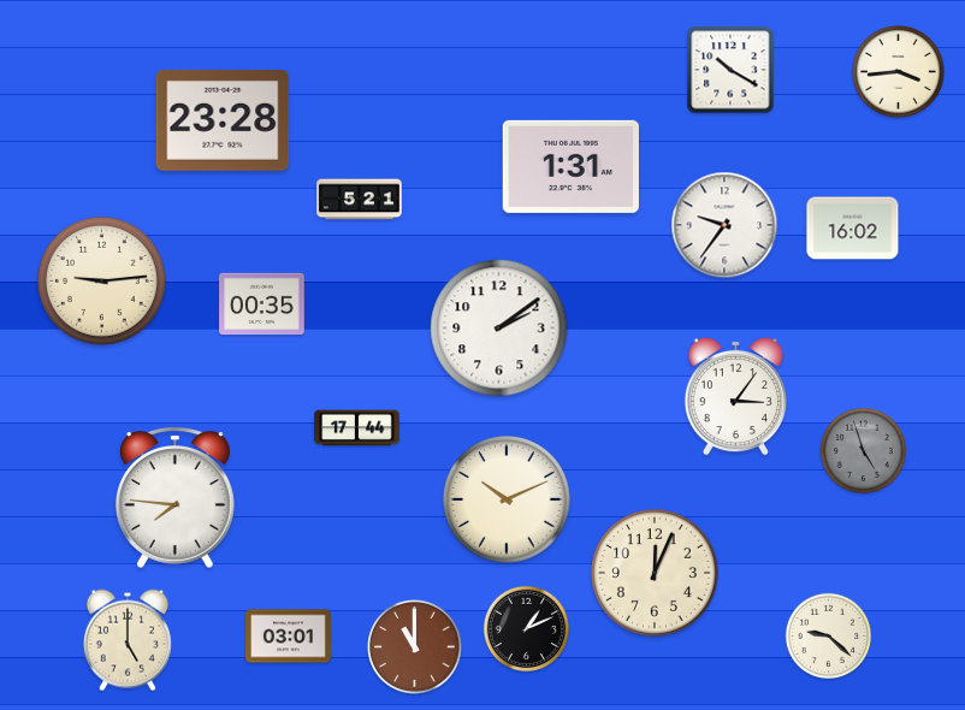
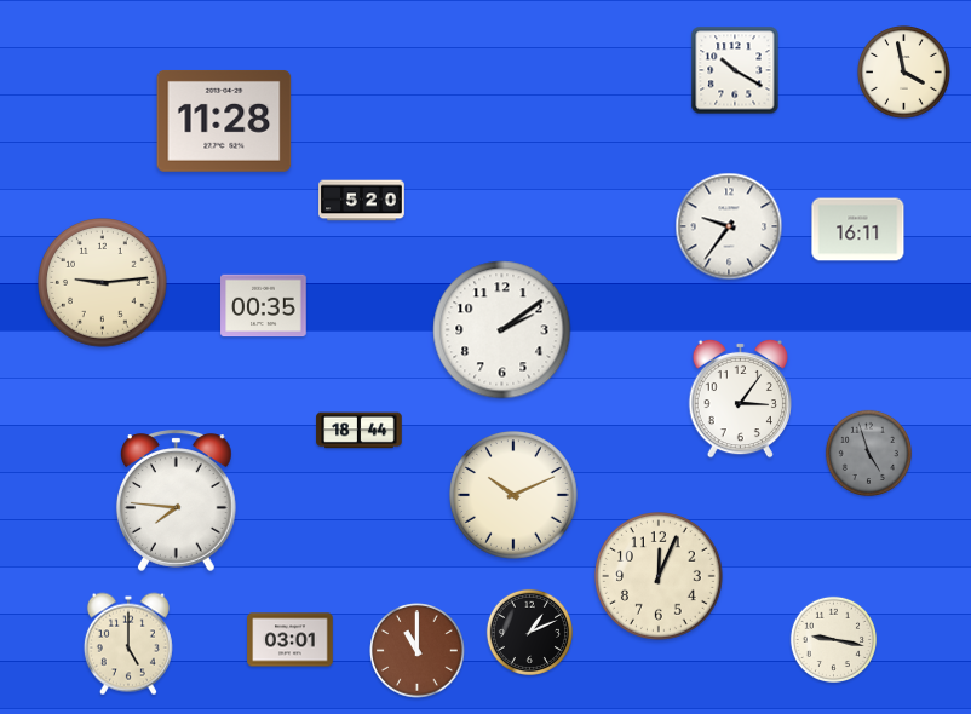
clock at (899, 72): 3:44 -> 3:58
clock at (223, 120): 23:28 -> 11:28
clock at (570, 166): 1:31 -> none
clock at (360, 200): 5:21 -> 5:20
clock at (853, 229): 16:02 -> 16:11
clock at (357, 428): 17:44 -> 18:44
clock at (508, 501) position: (508, 501) -> (515, 496)
clock at (828, 635): 9:22 -> 9:17
